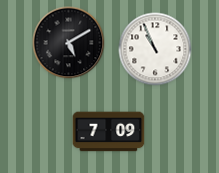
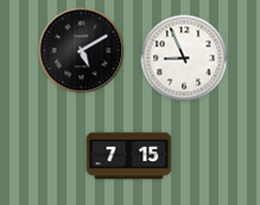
clock at (155, 49): 10:56 -> 8:56
clock at (109, 132): 7:09 -> 7:15
